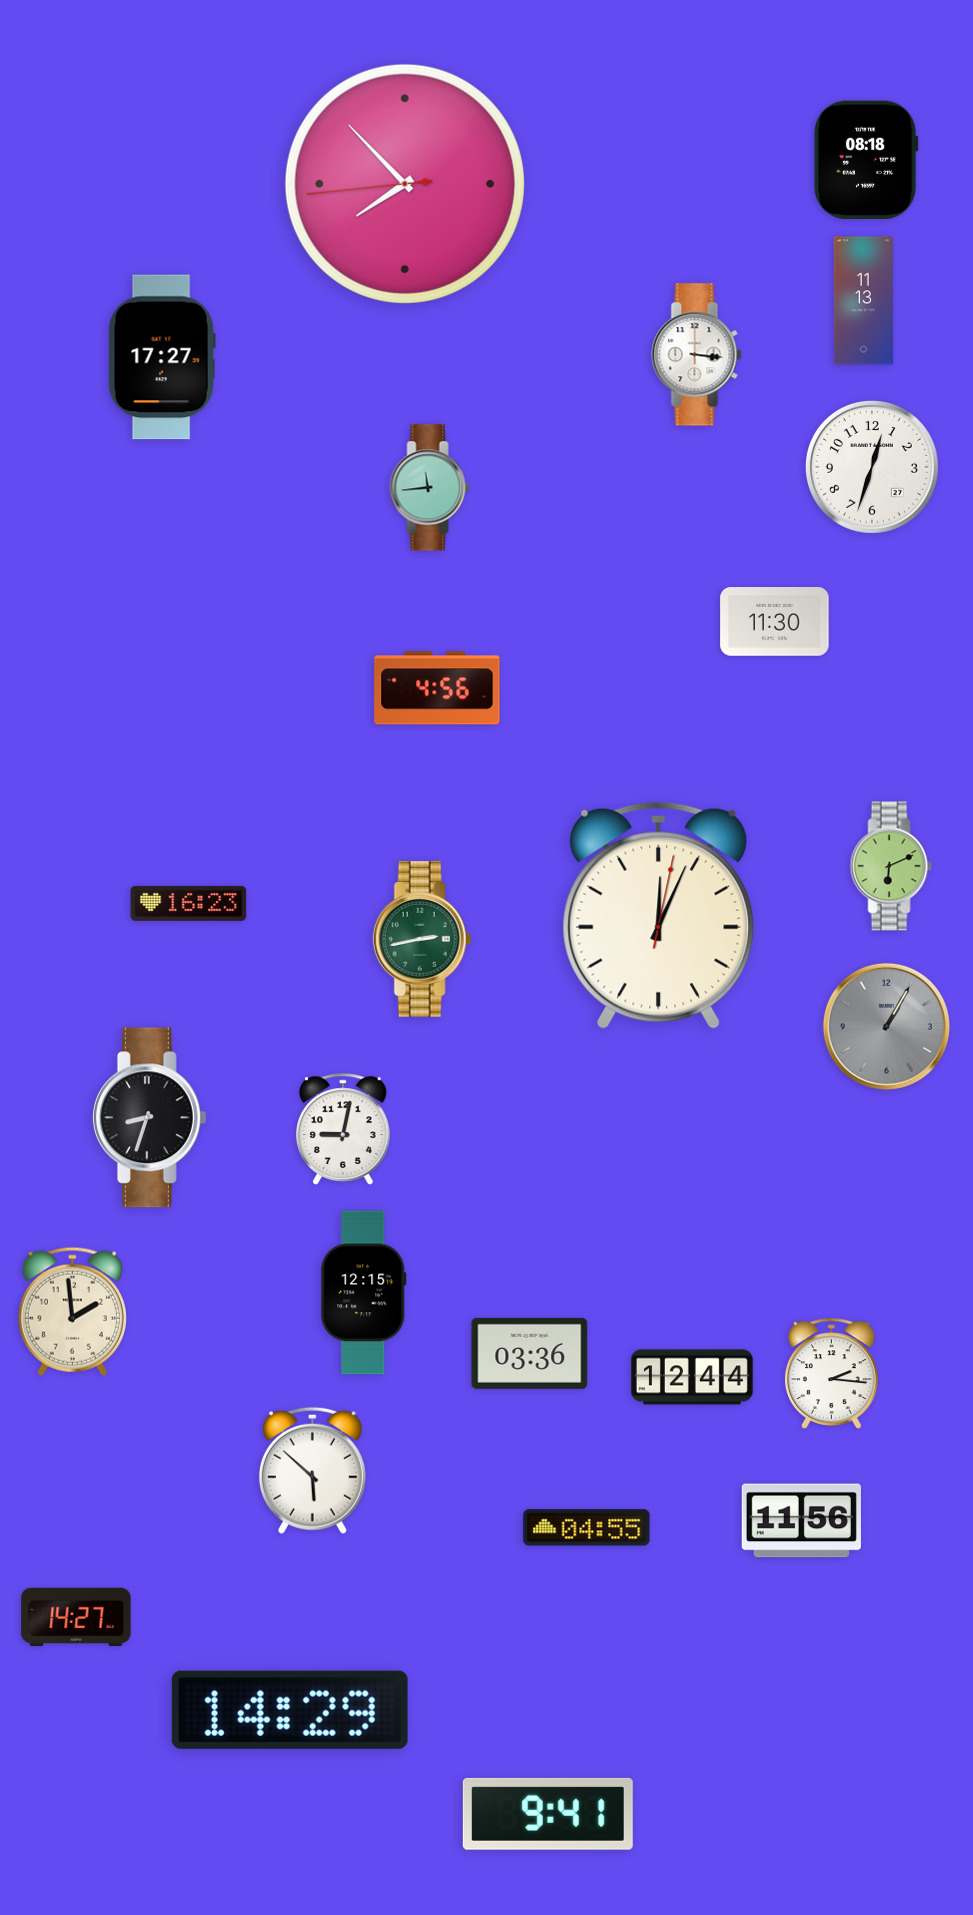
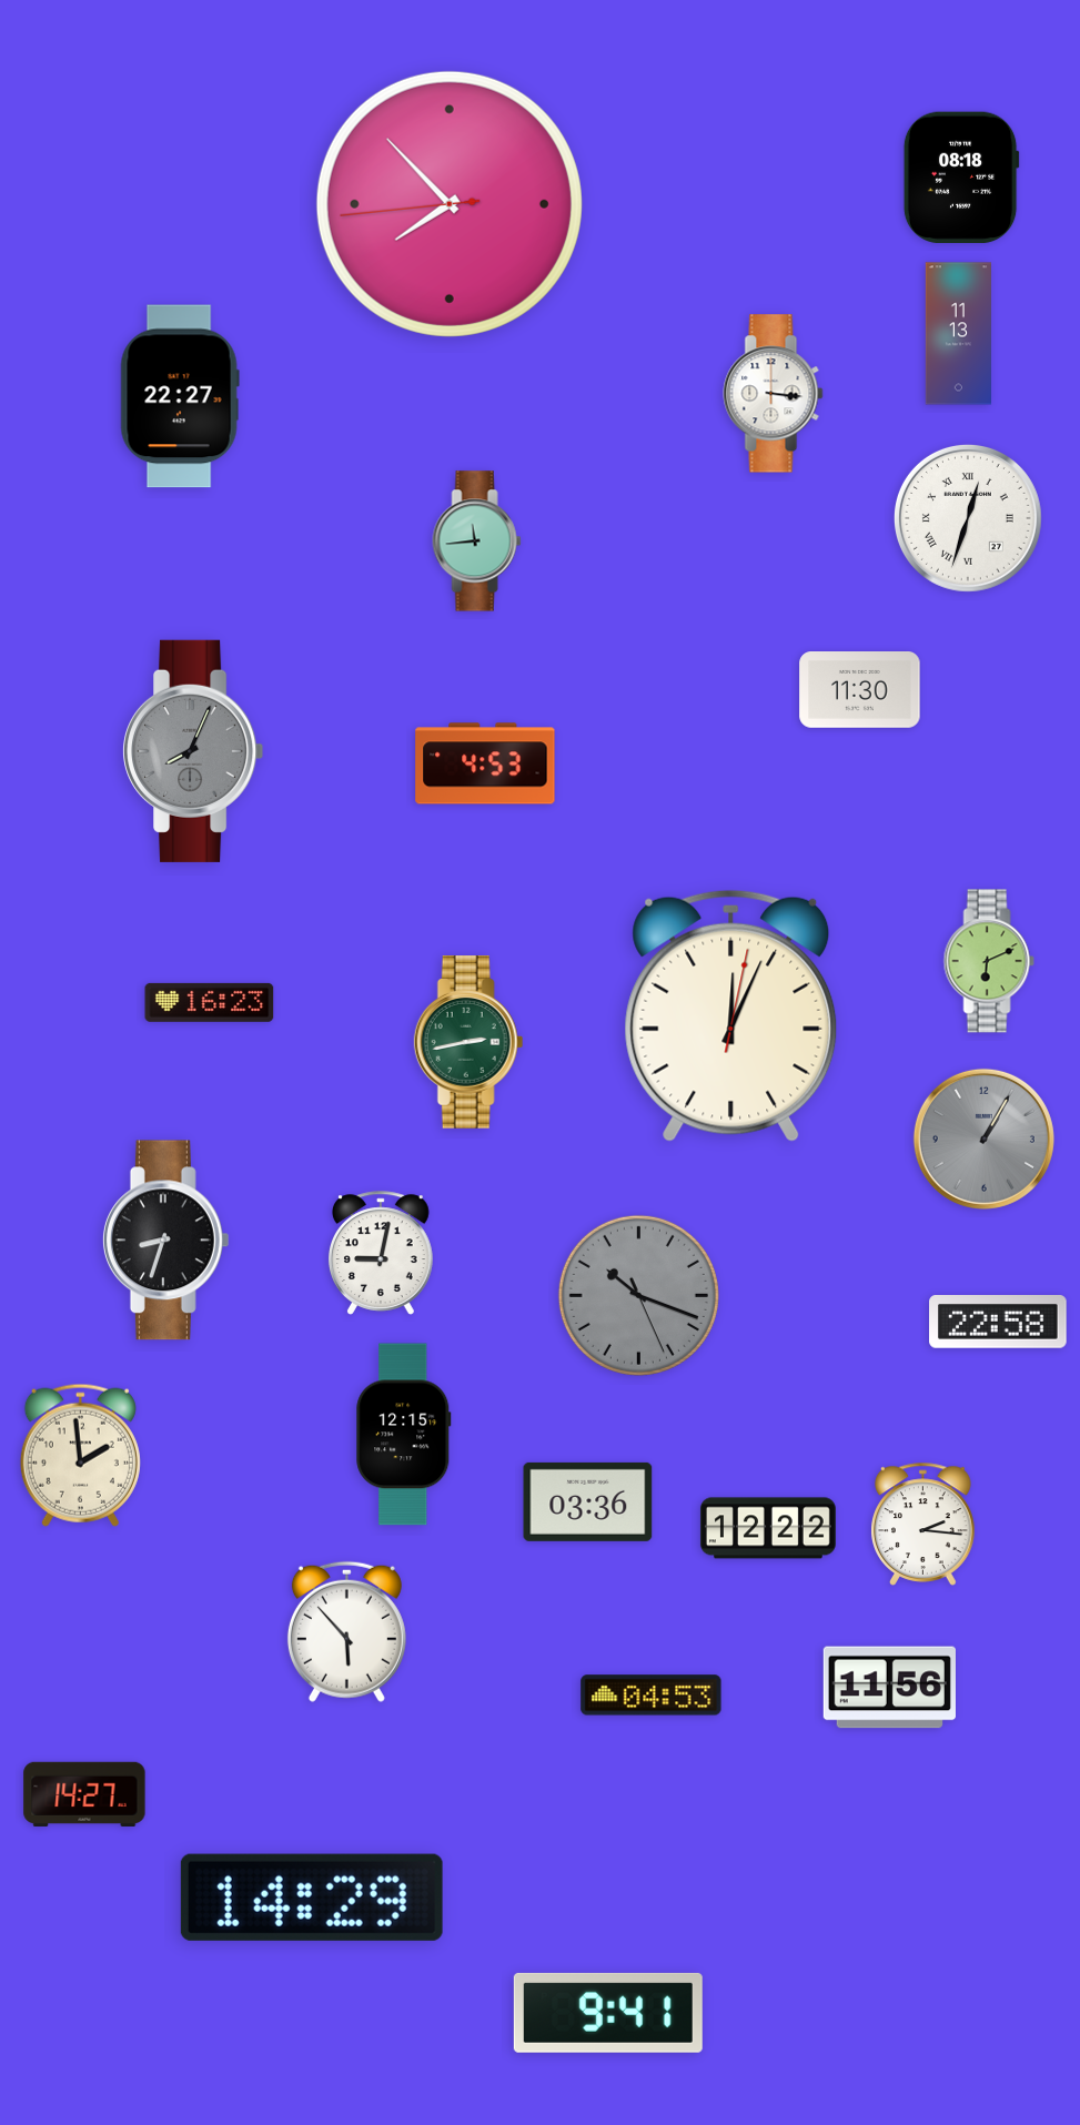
clock at (162, 357): 17:27 -> 22:27
clock at (872, 467) numerals: Arabic -> Roman
clock at (194, 751): none -> 8:04
clock at (437, 688): 4:56 -> 4:53
clock at (638, 1295): none -> 10:18
clock at (998, 1322): none -> 22:58
clock at (692, 1377): 12:44 -> 12:22
clock at (312, 1470): 5:52 -> 5:53
clock at (587, 1528): 04:55 -> 04:53
clock at (290, 1710) position: (290, 1710) -> (312, 1898)
